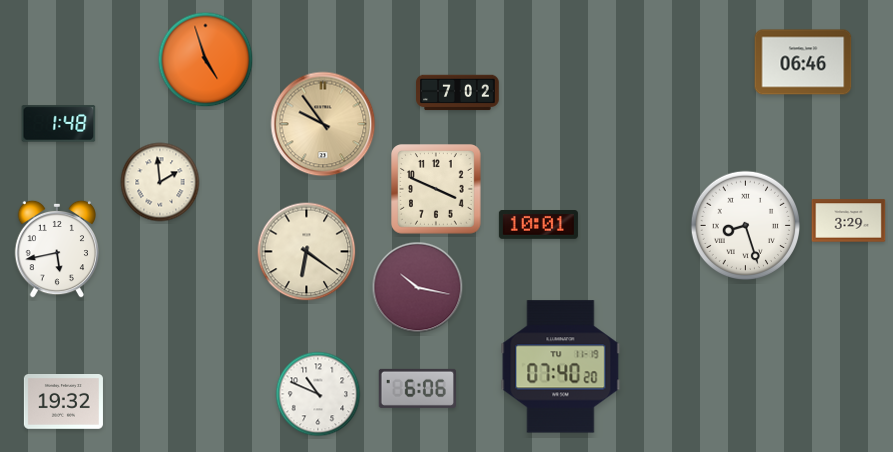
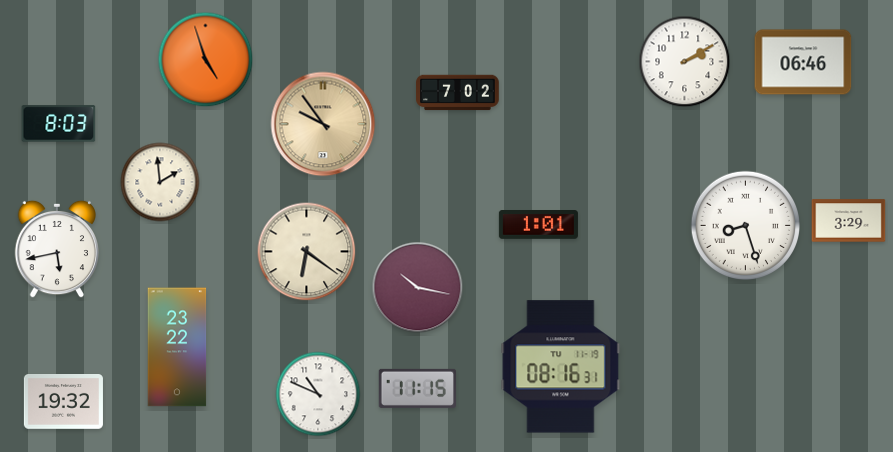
clock at (685, 62): none -> 2:10
clock at (59, 124): 1:48 -> 8:03
clock at (437, 190): 3:49 -> none
clock at (538, 225): 10:01 -> 1:01
clock at (177, 347): none -> 23:22
clock at (561, 367): 07:40 -> 08:16
clock at (417, 388): 6:06 -> 11:15
